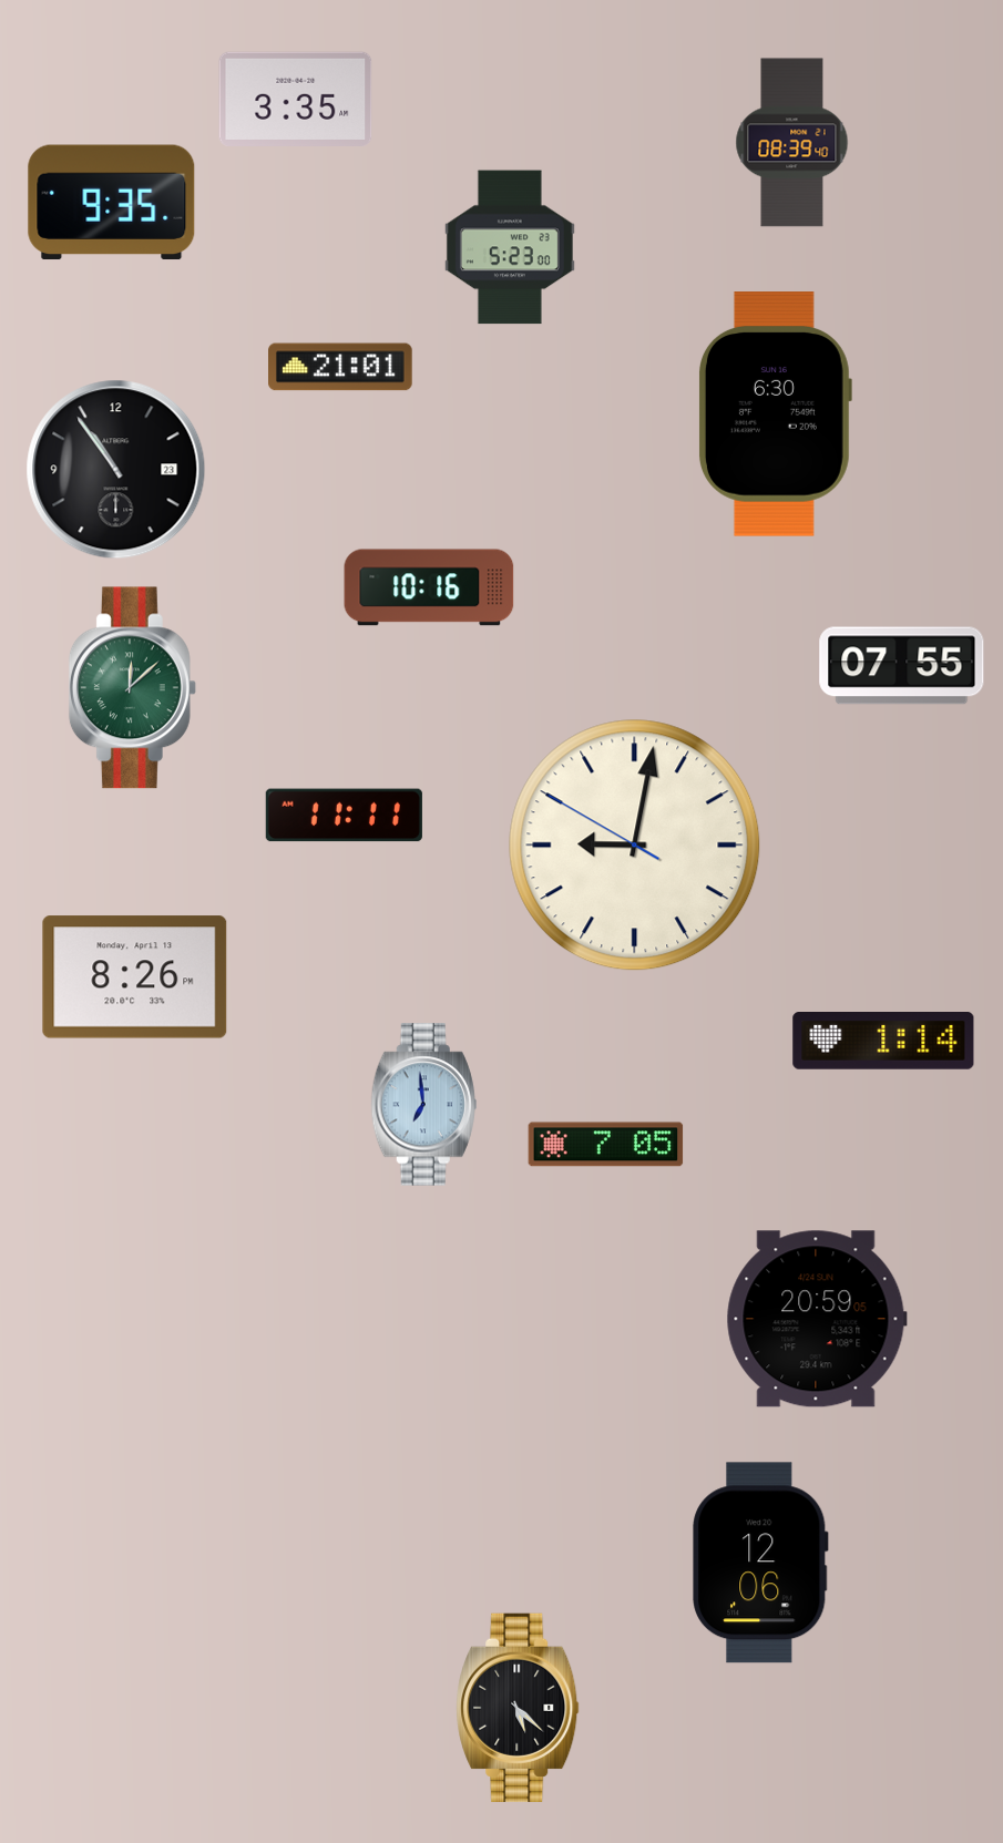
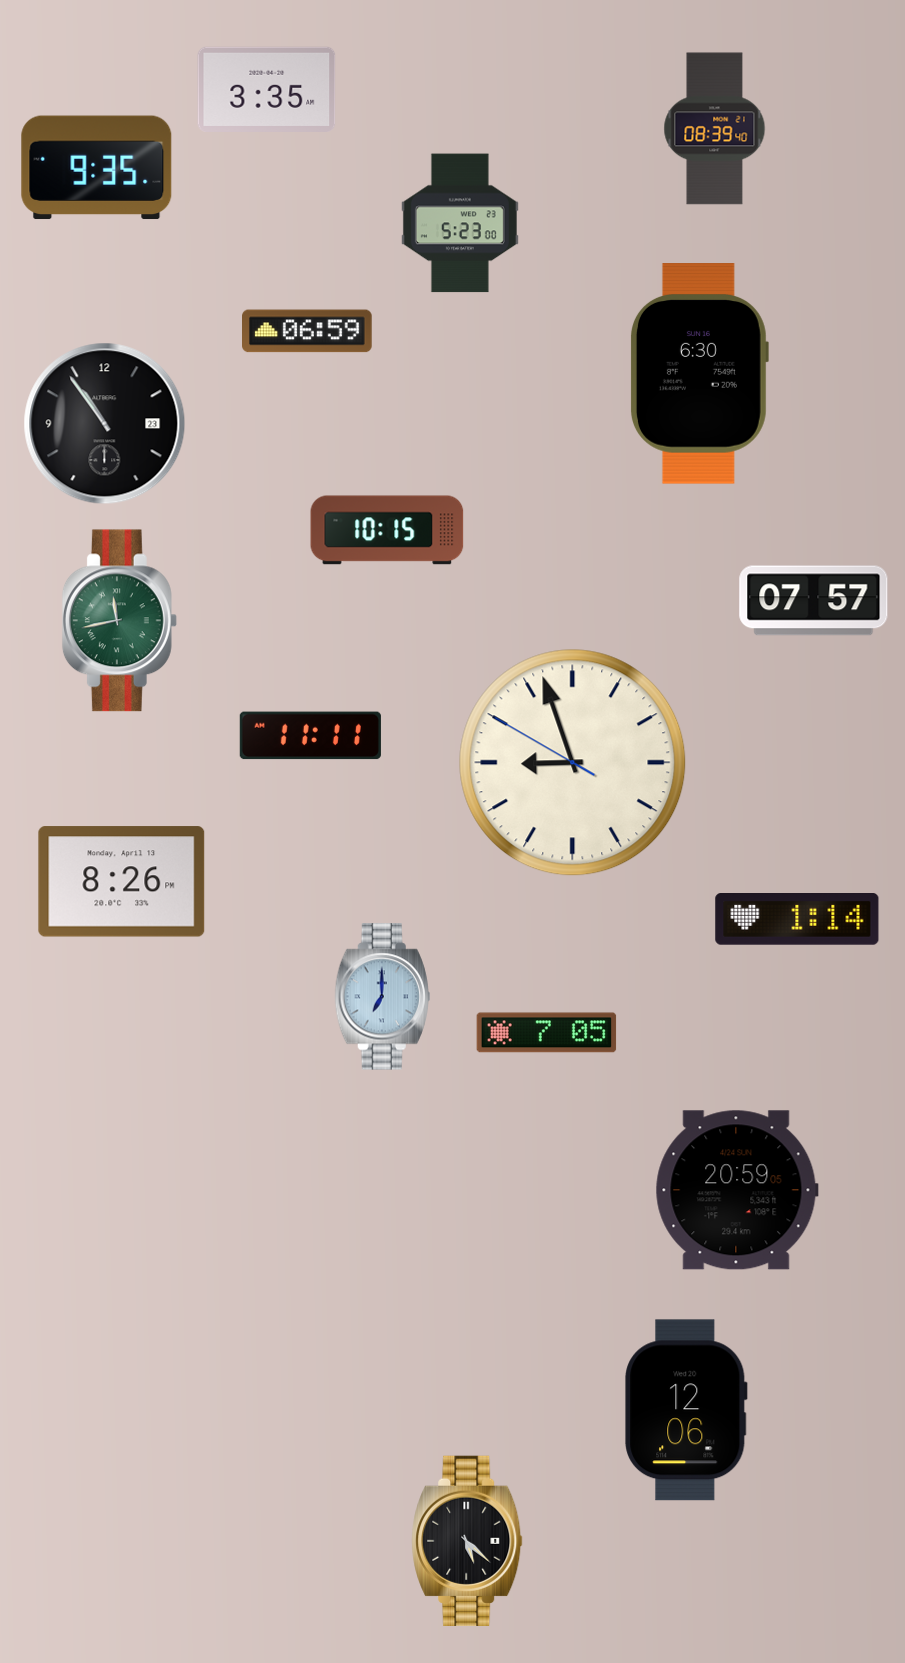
clock at (112, 203) position: (112, 203) -> (97, 168)
clock at (341, 367): 21:01 -> 06:59
clock at (429, 587): 10:16 -> 10:15
clock at (902, 666): 07:55 -> 07:57
clock at (132, 688): 12:08 -> 11:43
clock at (635, 846): 9:01 -> 8:56
clock at (883, 1042) position: (883, 1042) -> (797, 920)
clock at (423, 1105): 6:59 -> 7:00
